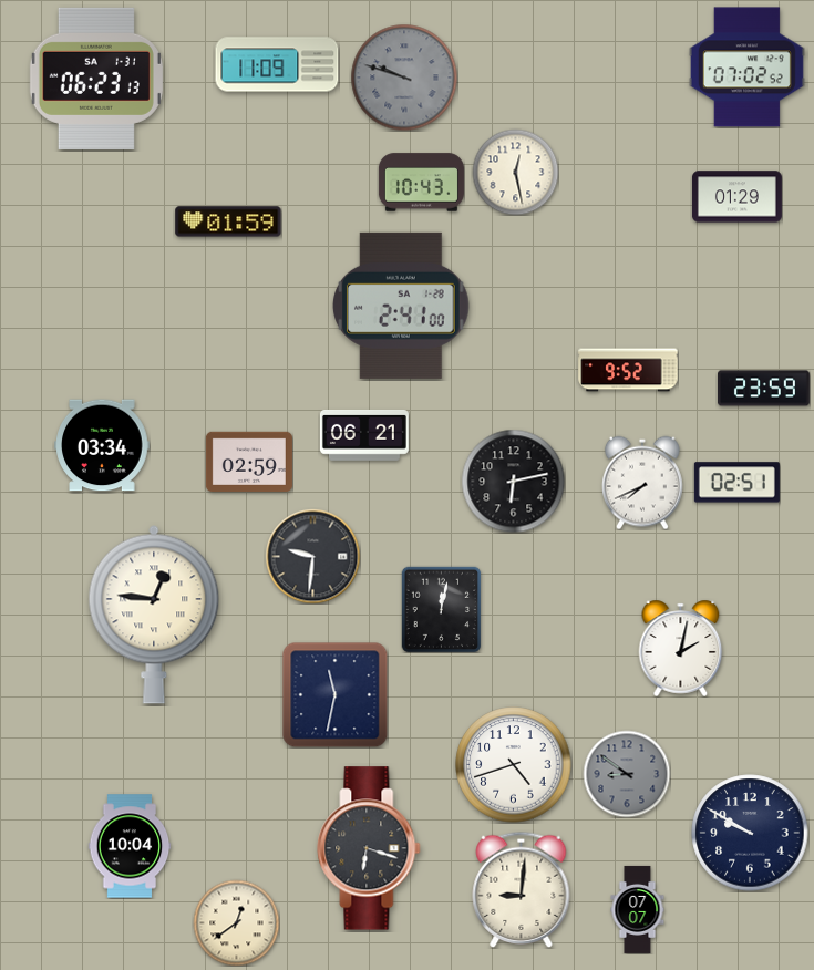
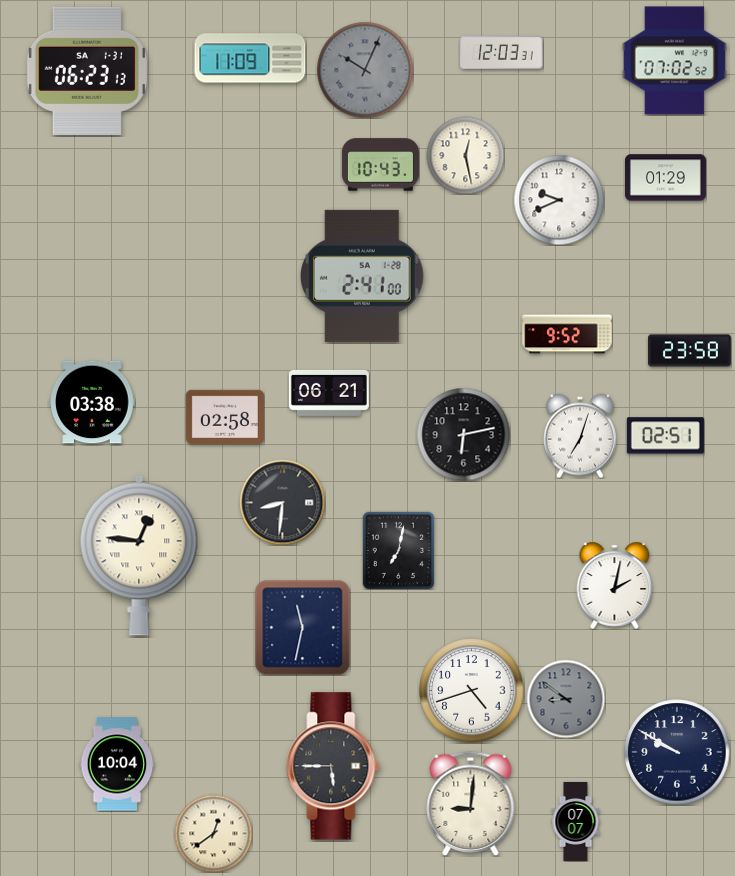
clock at (502, 53): none -> 12:03
clock at (404, 78): 9:48 -> 10:04
clock at (228, 221): 01:59 -> none
clock at (559, 200): none -> 9:41
clock at (764, 389): 23:59 -> 23:58
clock at (102, 445): 03:34 -> 03:38
clock at (249, 461): 02:59 -> 02:58
clock at (642, 483): 7:41 -> 7:03
clock at (312, 556): 9:31 -> 8:31
clock at (442, 609): 12:02 -> 7:02
clock at (514, 765) position: (514, 765) -> (472, 691)
clock at (369, 848): 6:18 -> 5:45
